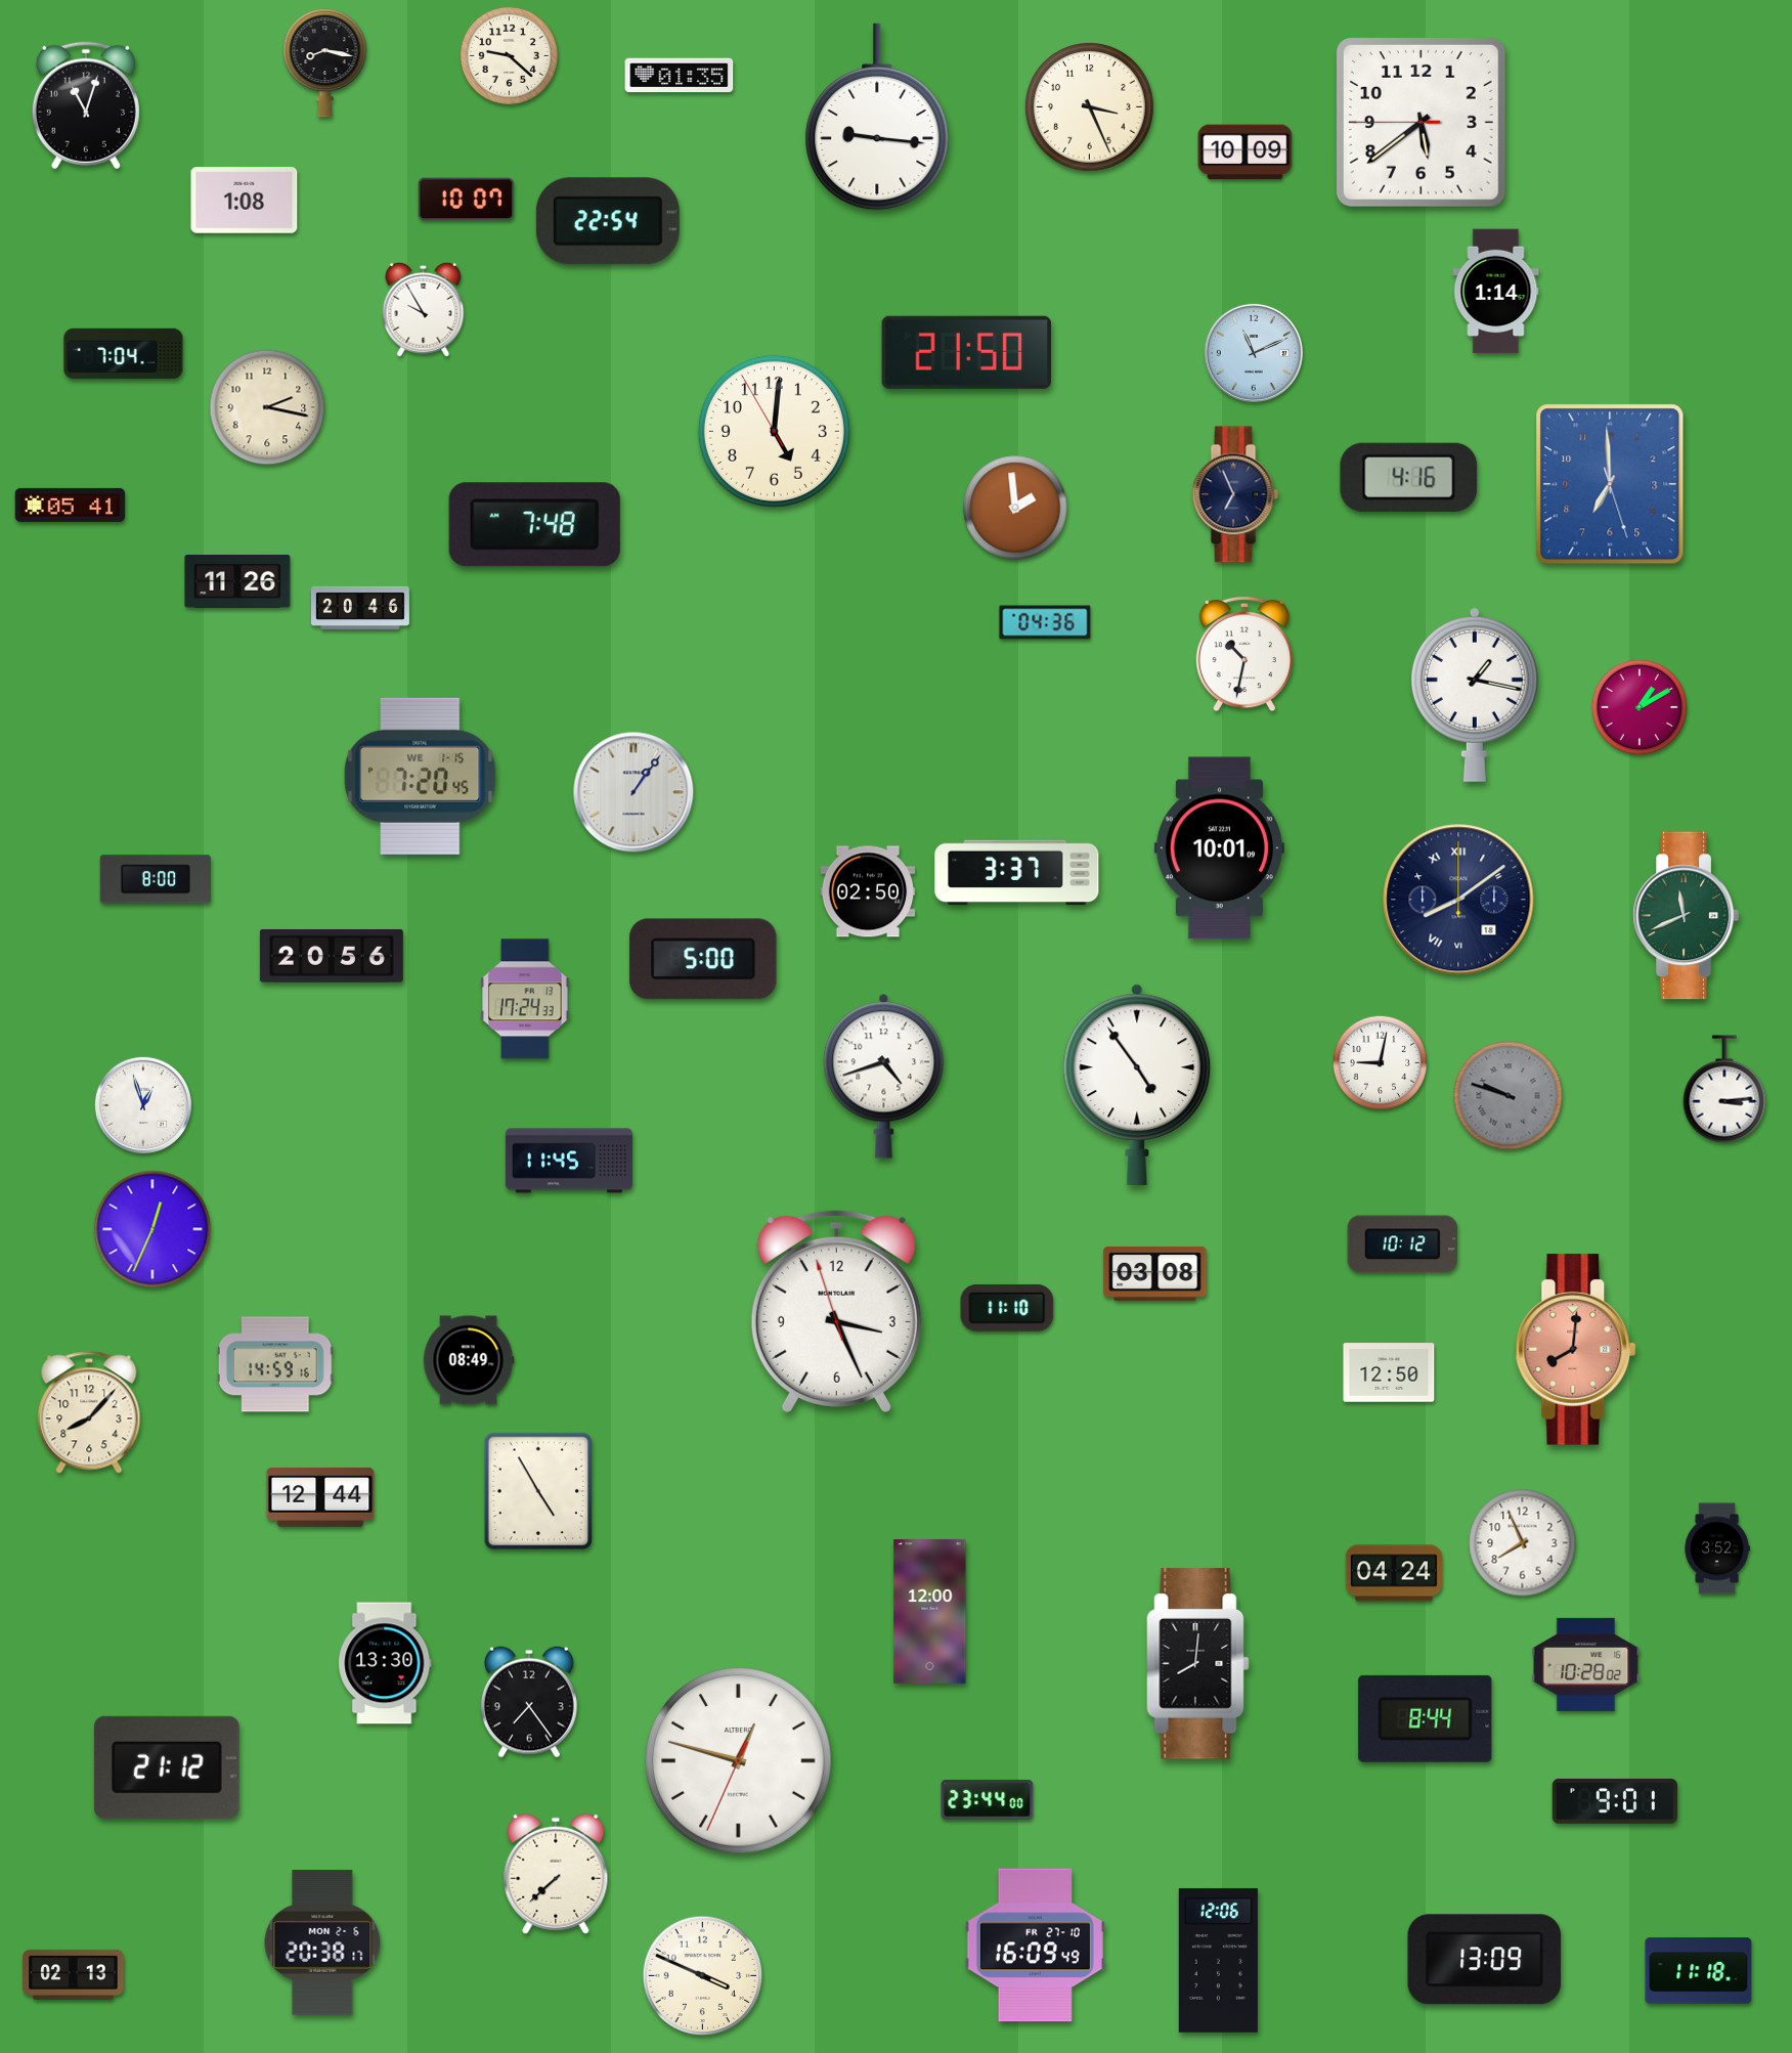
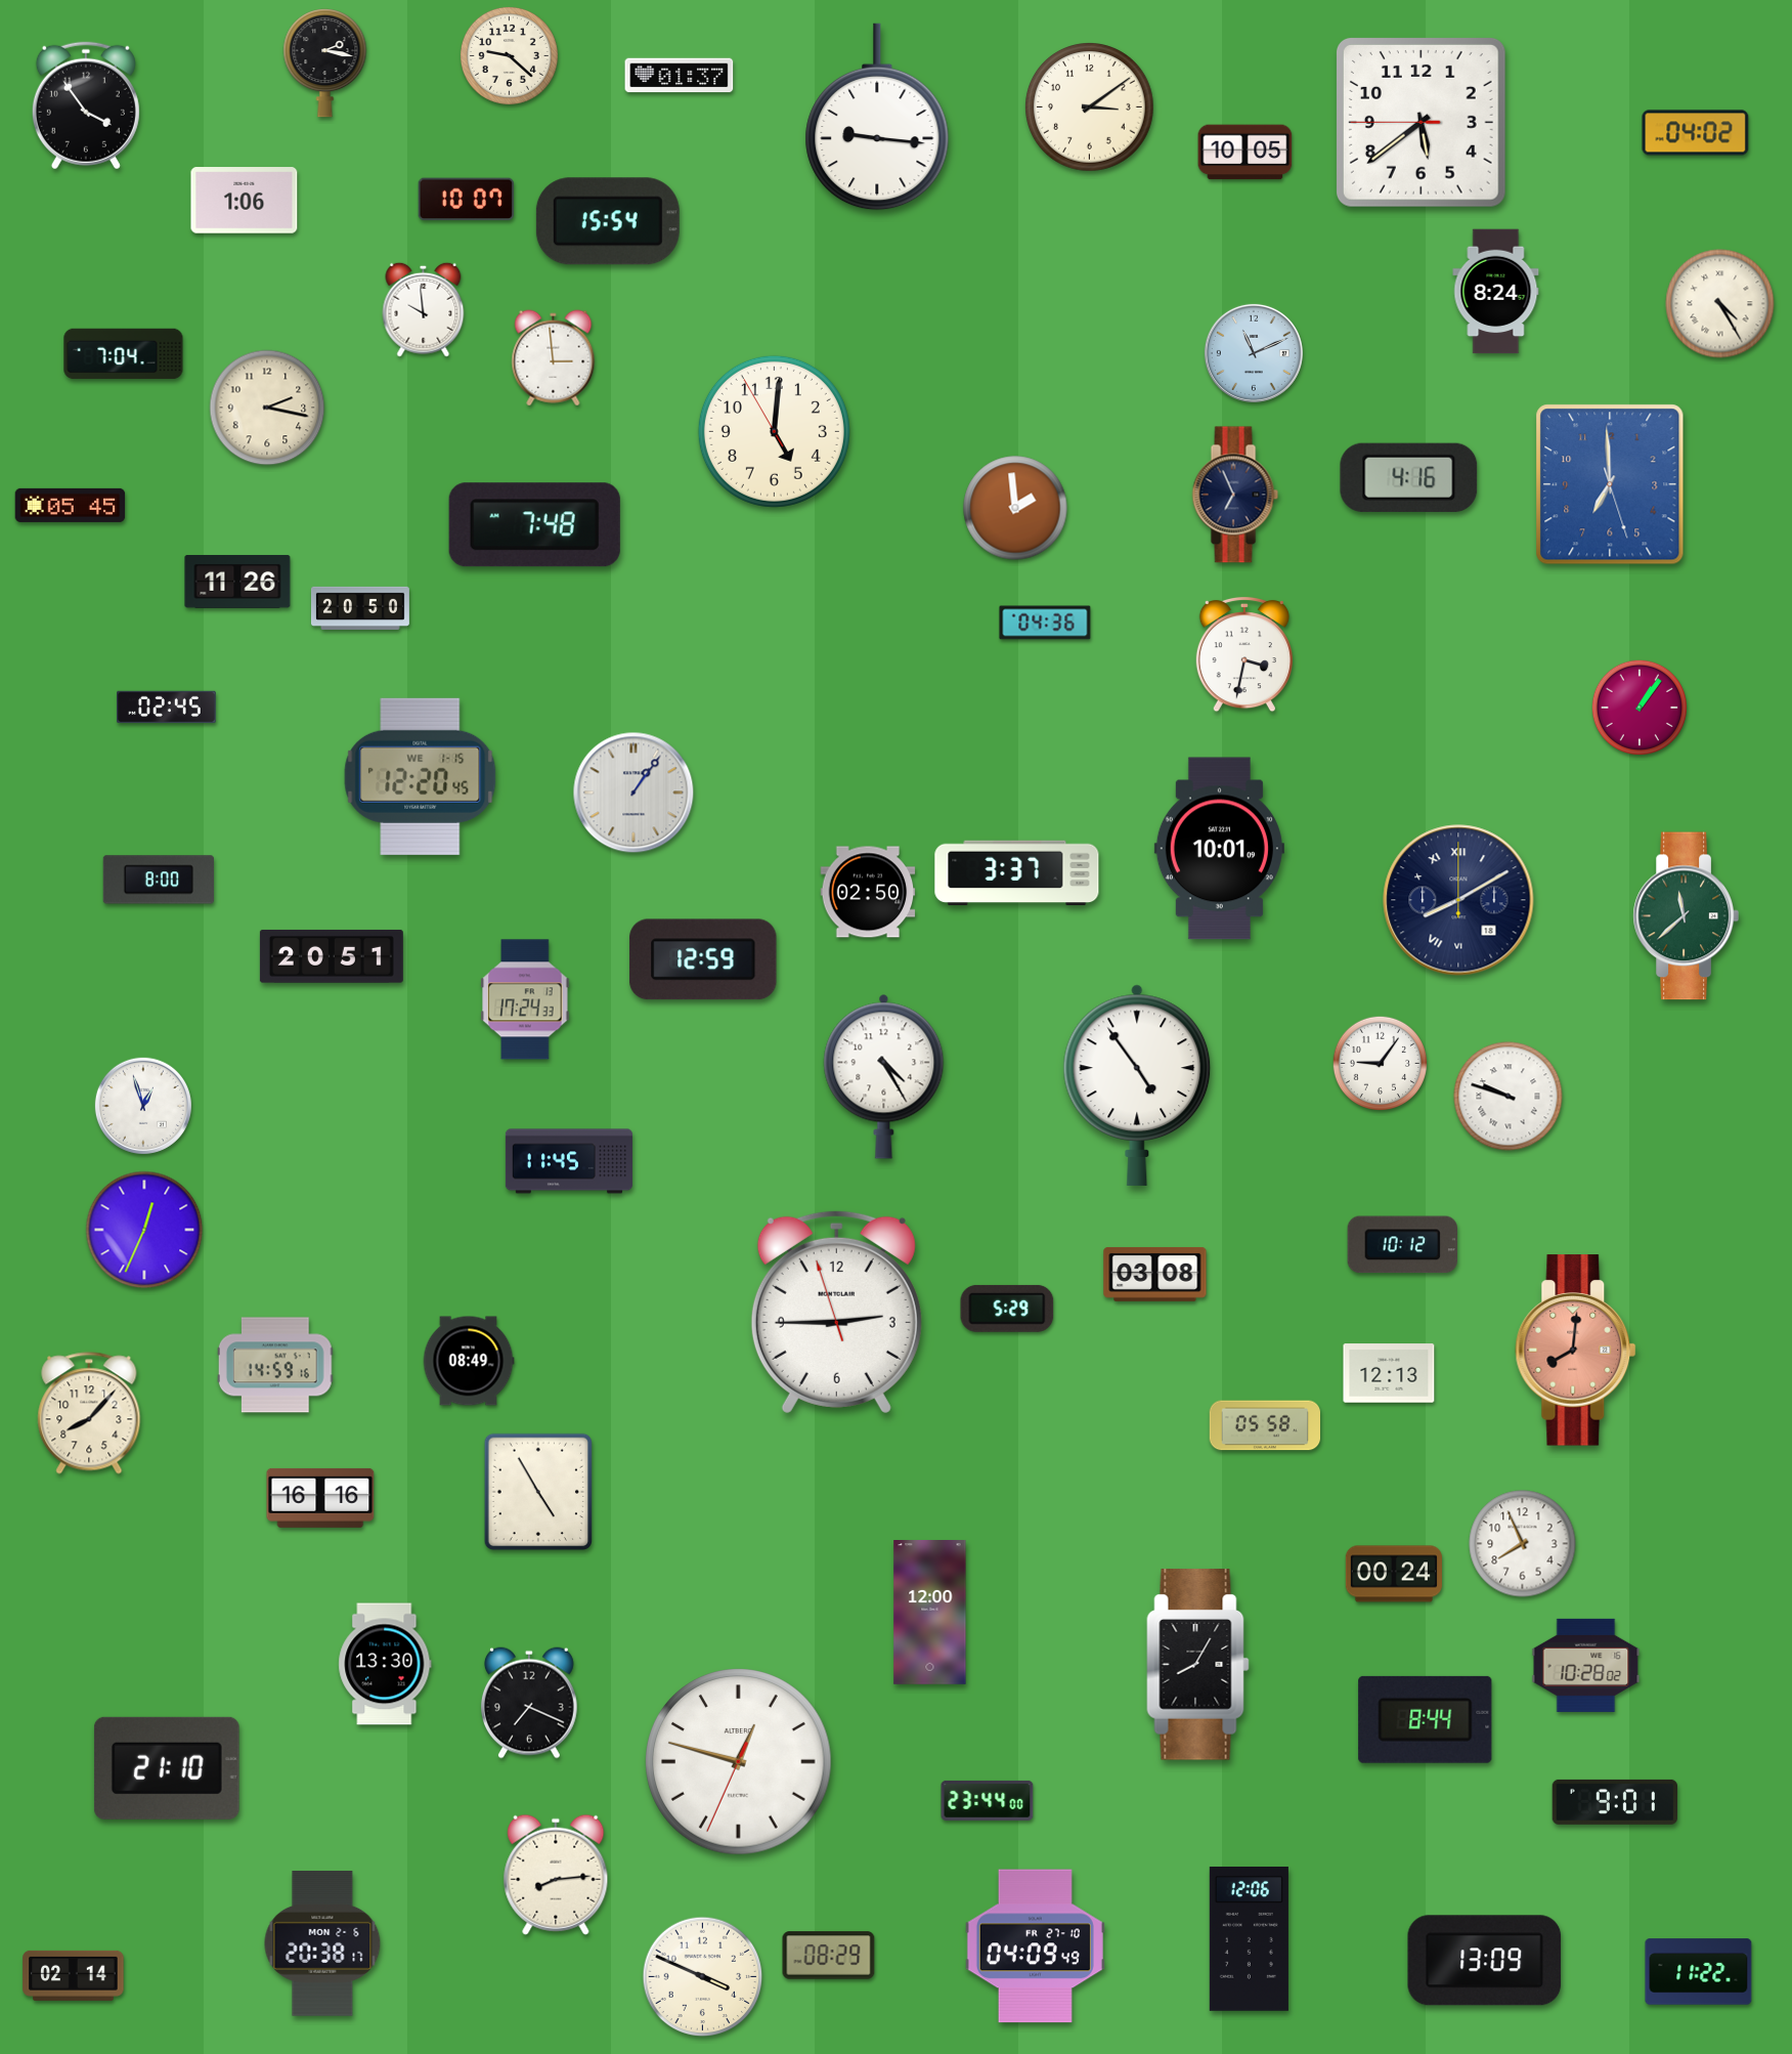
clock at (325, 63): 8:17 -> 2:17
clock at (680, 76): 01:35 -> 01:37
clock at (86, 105): 11:03 -> 3:54
clock at (1090, 107): 3:26 -> 3:09
clock at (1696, 133): none -> 04:02
clock at (1245, 152): 10:09 -> 10:05
clock at (245, 201): 1:08 -> 1:06
clock at (608, 221): 22:54 -> 15:54
clock at (1496, 292): 1:14 -> 8:24
clock at (1720, 304): none -> 4:25
clock at (424, 309): 9:55 -> 9:59
clock at (966, 352): 21:50 -> none
clock at (554, 358): none -> 2:59
clock at (71, 505): 05:41 -> 05:45
clock at (360, 608): 20:46 -> 20:50
clock at (1244, 654): 10:32 -> 3:32
clock at (1475, 695): 1:17 -> none
clock at (167, 708): none -> 02:45
clock at (1640, 707): 1:10 -> 1:06
clock at (421, 776): 7:20 -> 12:20
clock at (156, 879) position: (156, 879) -> (159, 880)
clock at (1458, 900): 8:09 -> 8:10
clock at (1686, 916): 11:41 -> 11:38
clock at (332, 956): 20:56 -> 20:51
clock at (703, 959): 5:00 -> 12:59
clock at (1380, 1062): 9:02 -> 9:06
clock at (884, 1076): 4:42 -> 4:25
clock at (1724, 1089): 3:14 -> none
clock at (1509, 1096) dial: grey -> white
clock at (152, 1229) position: (152, 1229) -> (144, 1230)
clock at (1007, 1308): 11:10 -> 5:29
clock at (836, 1311): 3:25 -> 2:44
clock at (1389, 1372): 12:50 -> 12:13
clock at (1265, 1425): none -> 05:58
clock at (320, 1497): 12:44 -> 16:16
clock at (1717, 1548): 3:52 -> none
clock at (1394, 1573): 04:24 -> 00:24
clock at (1198, 1664): 8:01 -> 8:05
clock at (529, 1702): 7:24 -> 7:19
clock at (167, 1767): 21:12 -> 21:10
clock at (556, 1874): 7:38 -> 8:14
clock at (1035, 1946): 16:09 -> 04:09
clock at (829, 1956): none -> 08:29
clock at (1218, 1960) position: (1218, 1960) -> (1249, 1938)
clock at (1699, 1971): 11:18 -> 11:22
clock at (74, 1974): 02:13 -> 02:14
